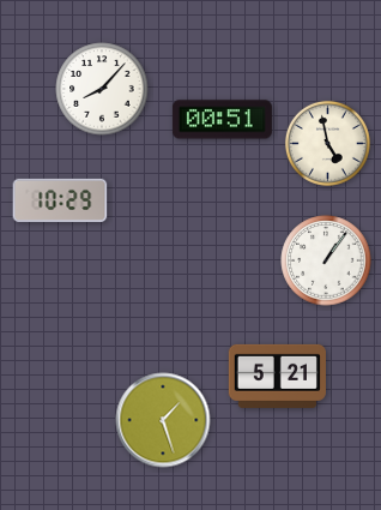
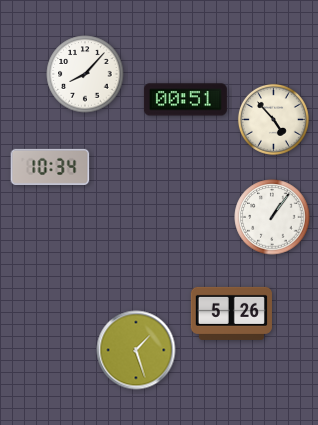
clock at (327, 143): 4:58 -> 4:53
clock at (60, 199): 10:29 -> 10:34
clock at (277, 376): 5:21 -> 5:26
